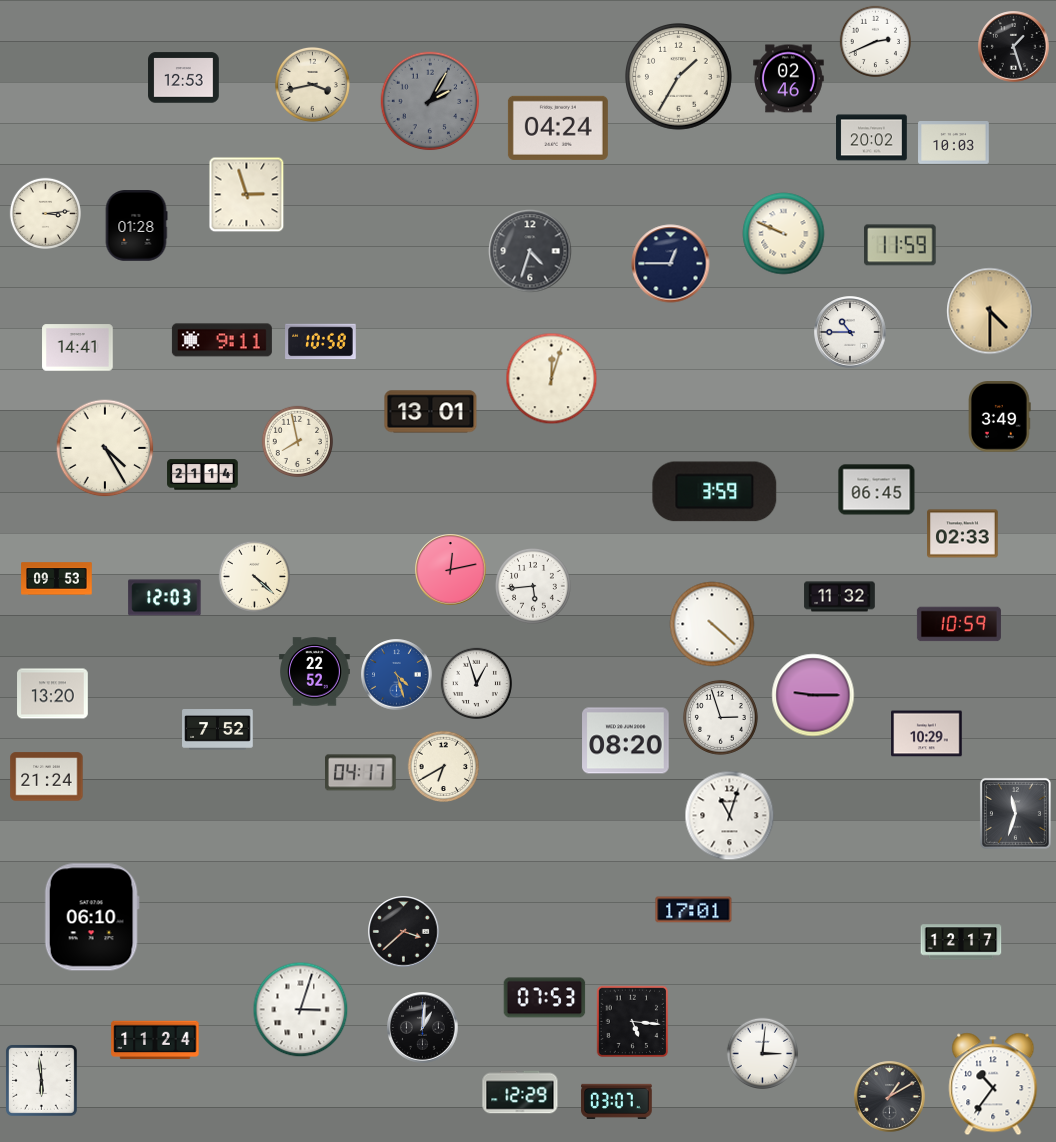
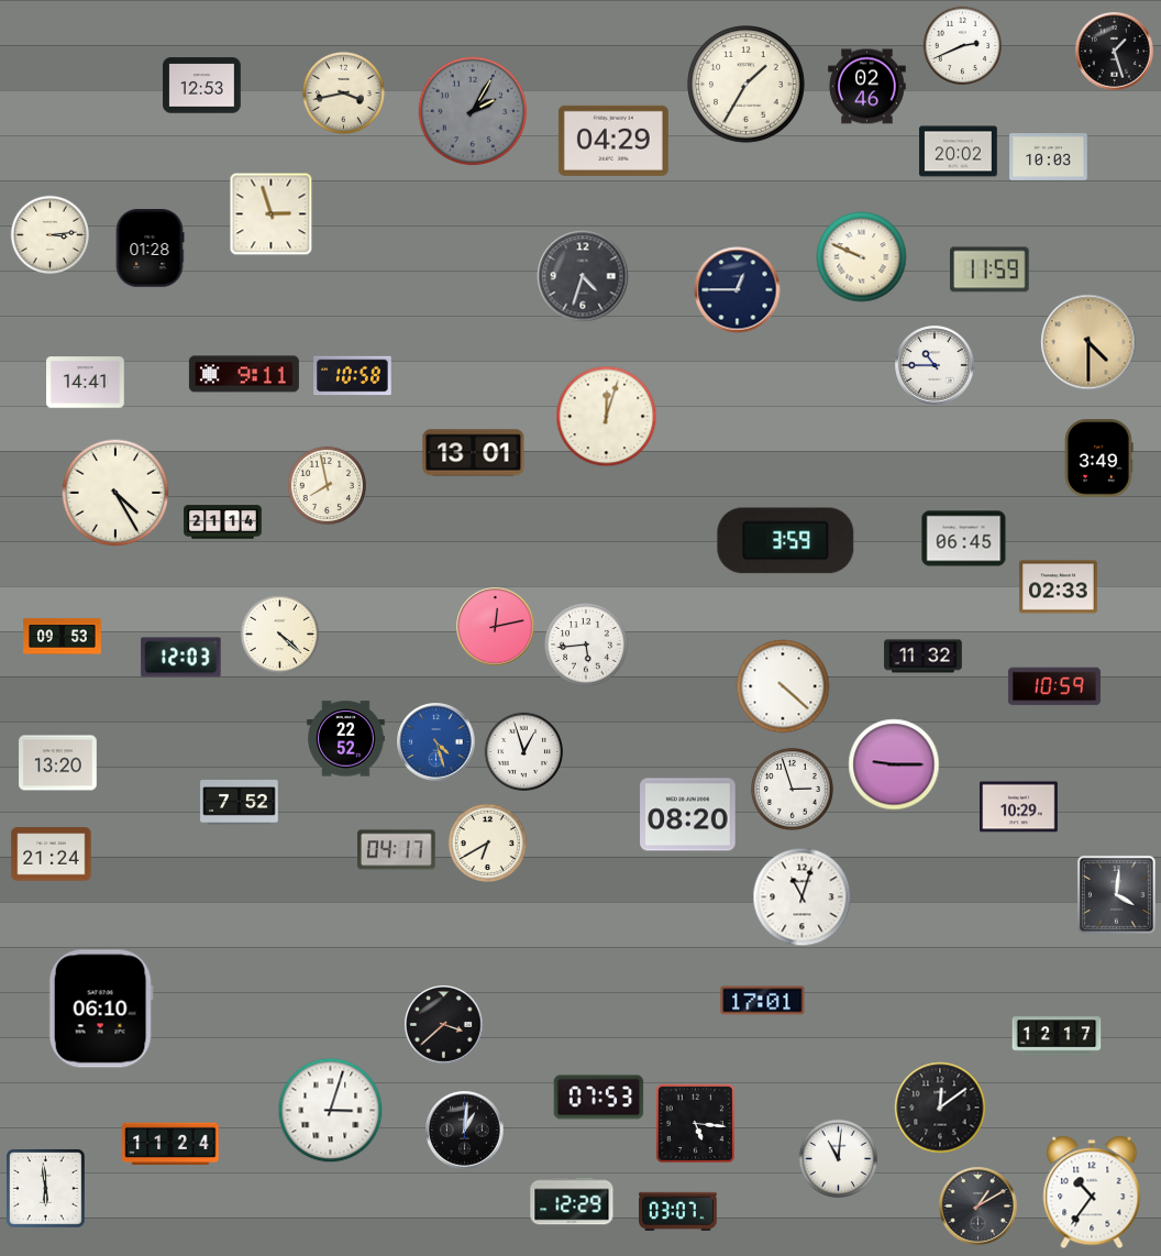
clock at (558, 128): 04:24 -> 04:29
clock at (1015, 813): 11:33 -> 4:01
clock at (940, 1108): none -> 12:09
clock at (762, 1053): 3:01 -> 11:01
